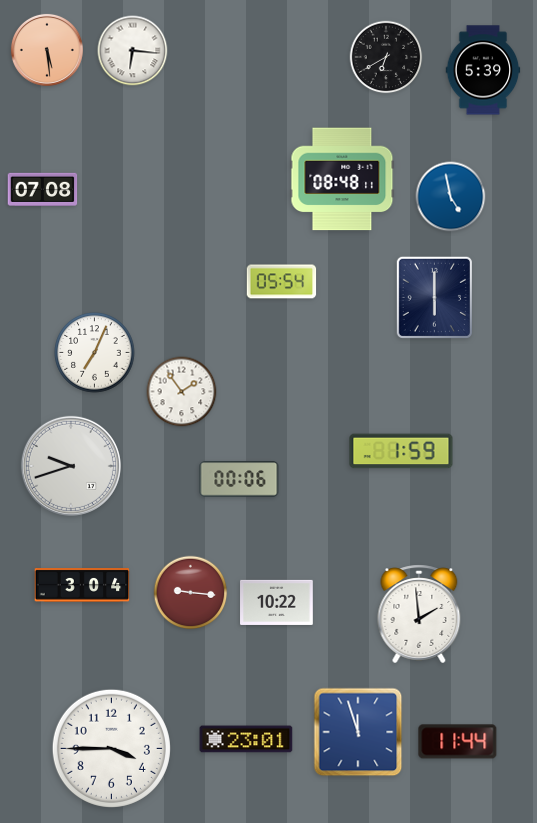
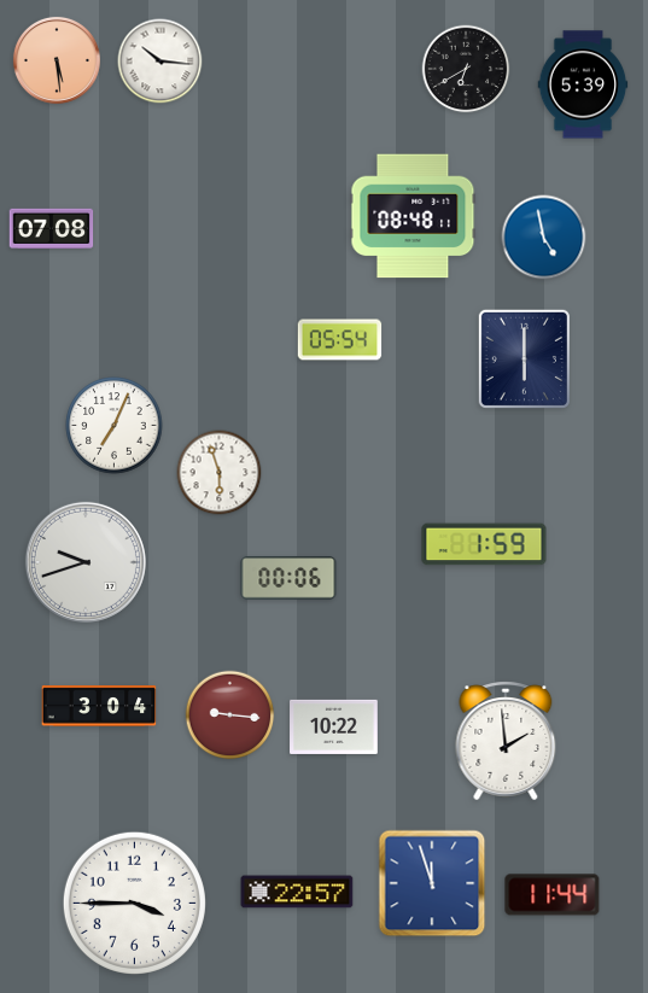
clock at (133, 51): 6:16 -> 10:16
clock at (182, 392): 1:54 -> 5:57
clock at (246, 739): 23:01 -> 22:57
